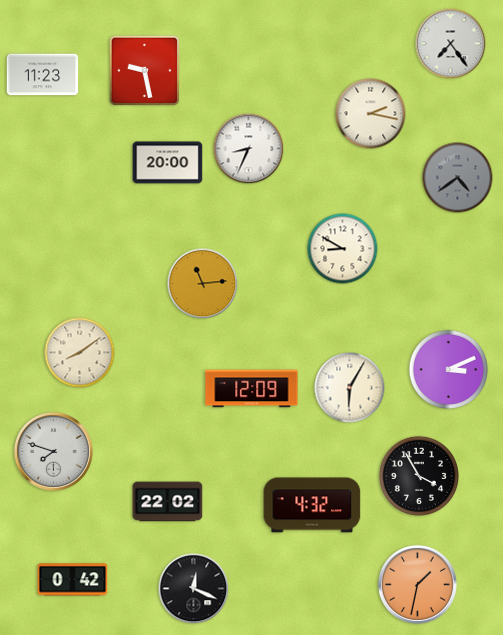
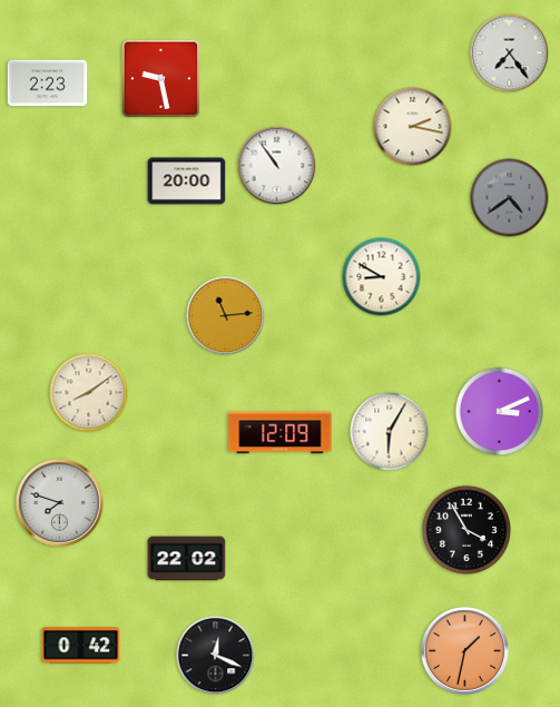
clock at (451, 44) position: (451, 44) -> (510, 53)
clock at (43, 75): 11:23 -> 2:23
clock at (249, 149): 8:34 -> 10:54
clock at (312, 505): 4:32 -> none
